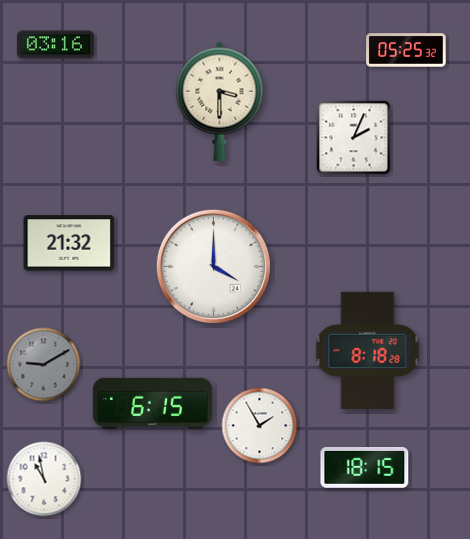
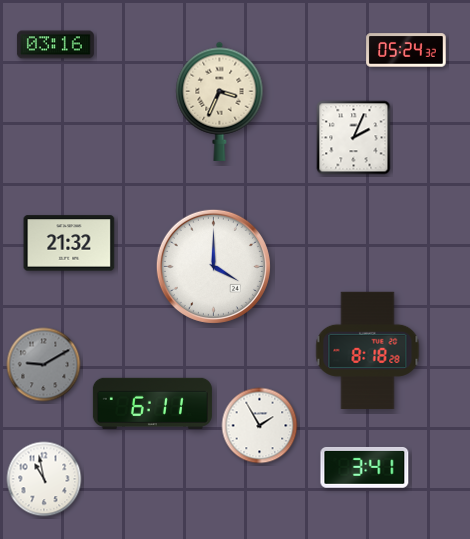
clock at (406, 50): 05:25 -> 05:24
clock at (220, 101): 3:30 -> 3:34
clock at (152, 403): 6:15 -> 6:11
clock at (365, 467): 18:15 -> 3:41
